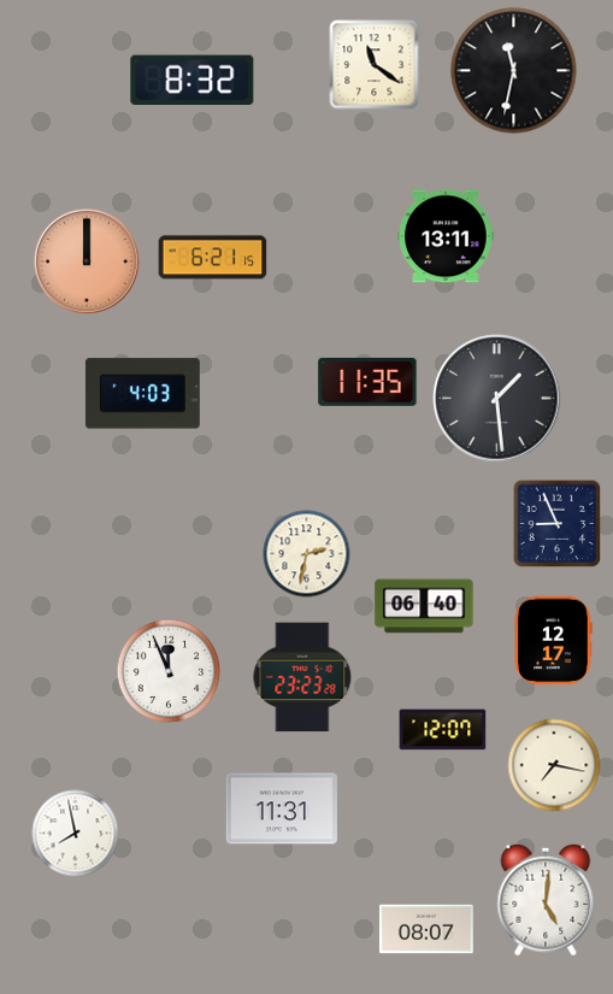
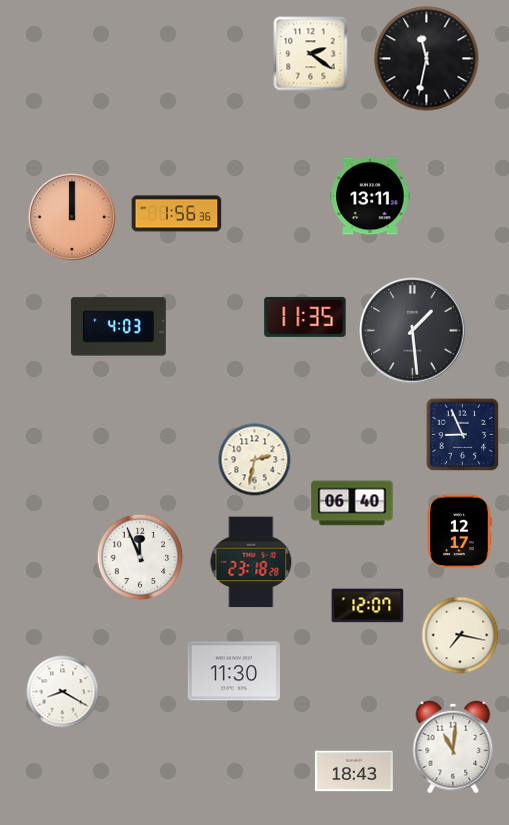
clock at (375, 65): 11:21 -> 2:21
clock at (193, 81): 8:32 -> none
clock at (213, 258): 6:21 -> 1:56
clock at (302, 677): 23:23 -> 23:18
clock at (282, 808): 11:31 -> 11:30
clock at (76, 834): 7:58 -> 8:20
clock at (546, 900): 5:01 -> 11:01
clock at (426, 929): 08:07 -> 18:43
